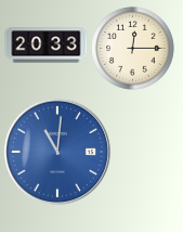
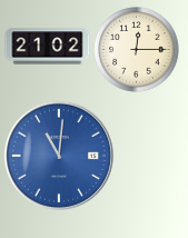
clock at (47, 46): 20:33 -> 21:02
